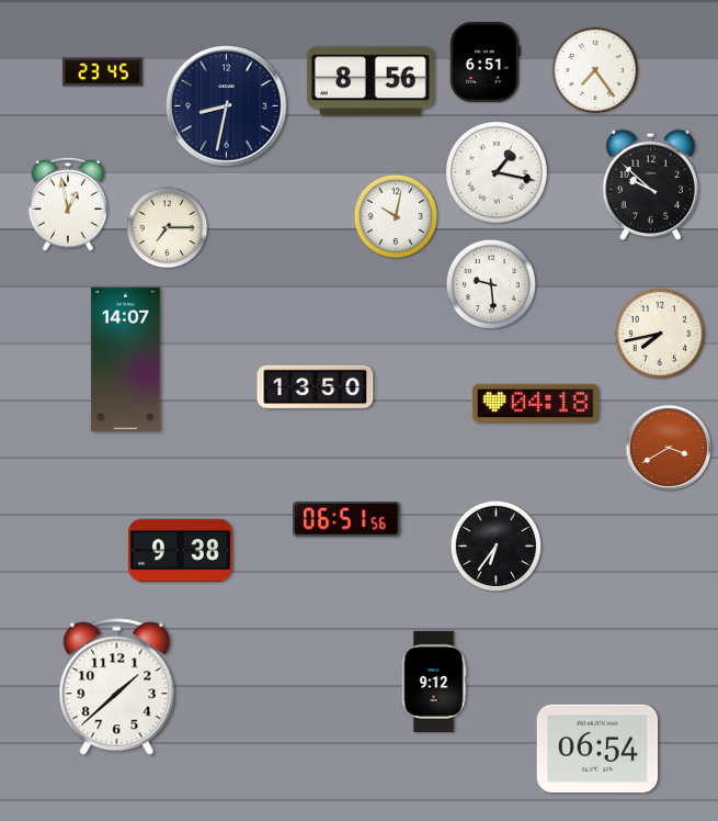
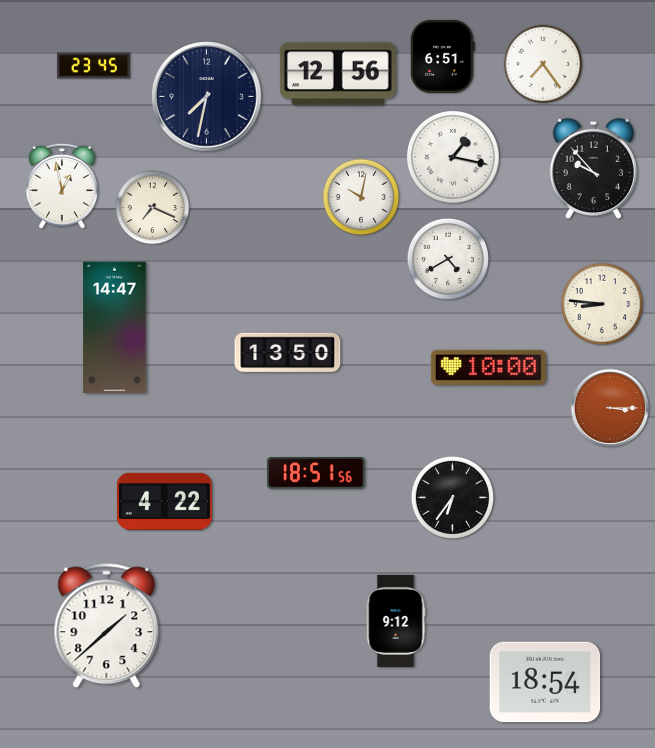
clock at (371, 81): 8:56 -> 12:56
clock at (227, 106): 8:32 -> 7:32
clock at (650, 185): 9:52 -> 9:53
clock at (168, 228): 7:15 -> 7:19
clock at (490, 283): 9:29 -> 4:40
clock at (659, 333): 7:43 -> 8:46
clock at (126, 360): 14:07 -> 14:47
clock at (535, 403): 04:18 -> 10:00
clock at (669, 448): 3:40 -> 3:15
clock at (346, 520): 06:51 -> 18:51
clock at (180, 550): 9:38 -> 4:22
clock at (597, 749): 06:54 -> 18:54
